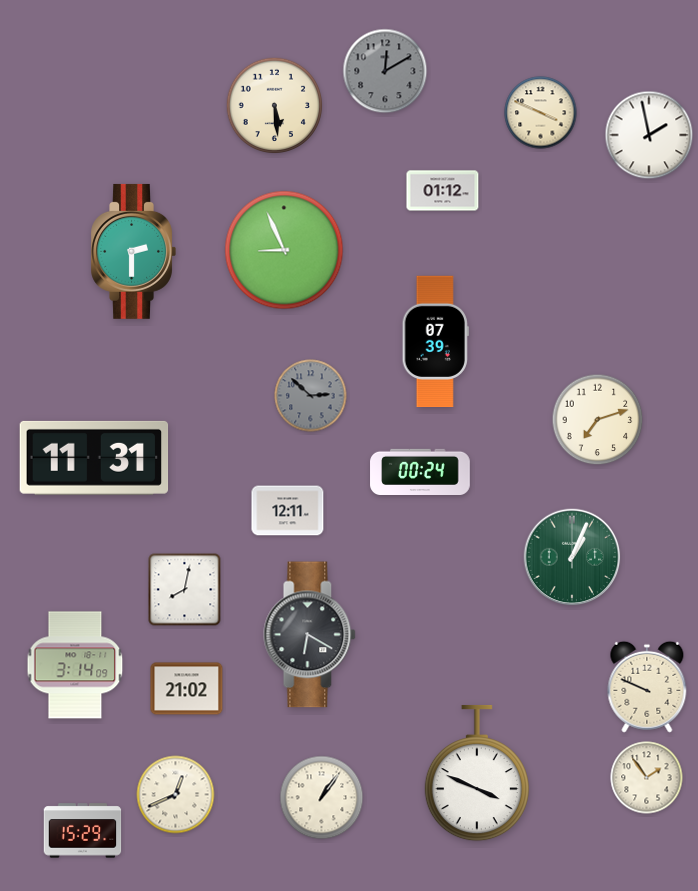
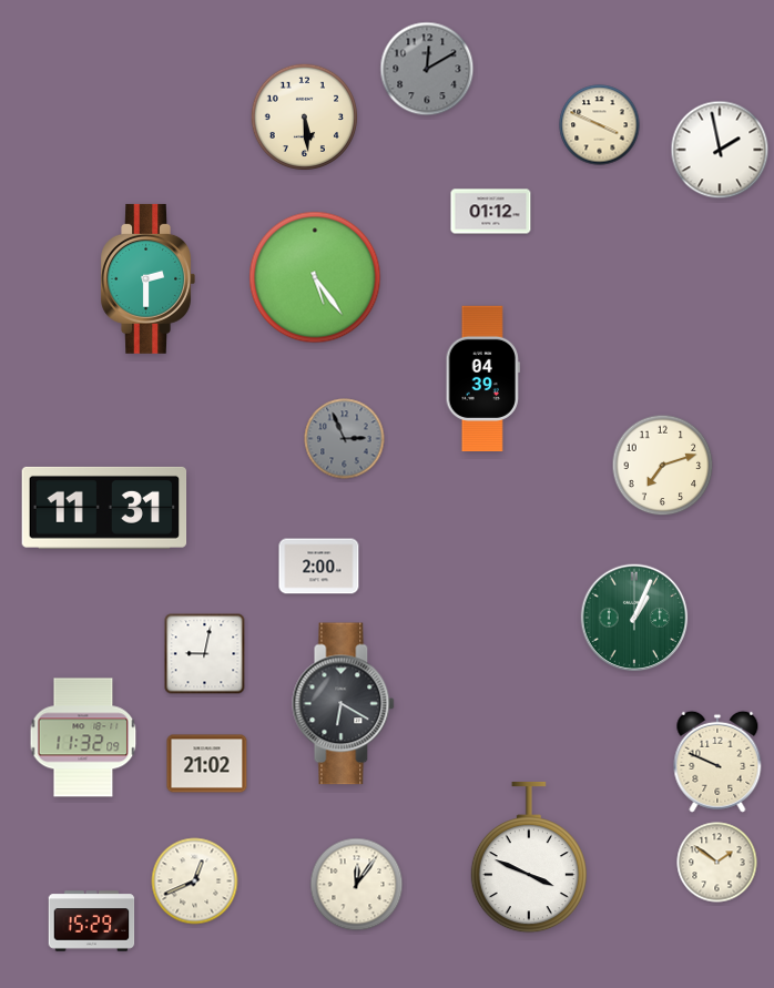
clock at (385, 71) position: (385, 71) -> (427, 69)
clock at (284, 250): 8:56 -> 5:24
clock at (435, 342): 07:39 -> 04:39
clock at (311, 396): 2:52 -> 2:56
clock at (420, 471): 00:24 -> none
clock at (288, 511): 12:11 -> 2:00
clock at (185, 590): 8:02 -> 9:02
clock at (75, 665): 3:14 -> 11:32
clock at (647, 778): 1:54 -> 1:51
clock at (322, 798): 1:06 -> 12:06
